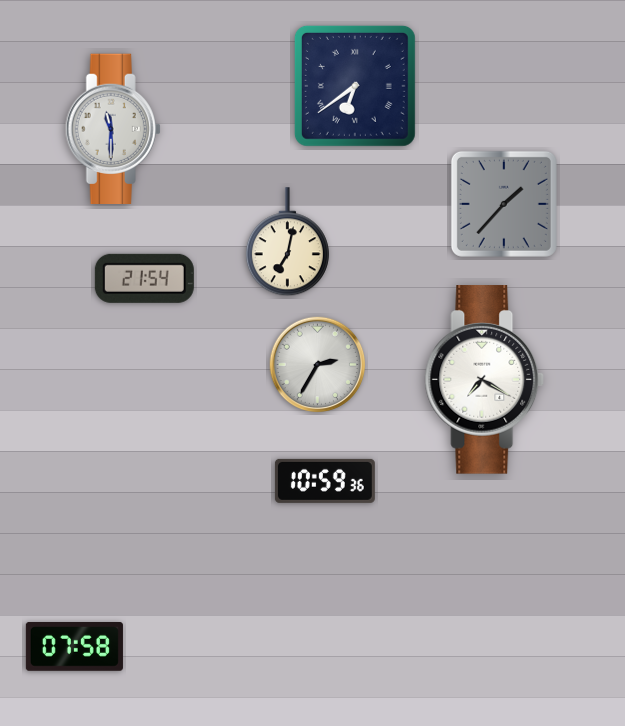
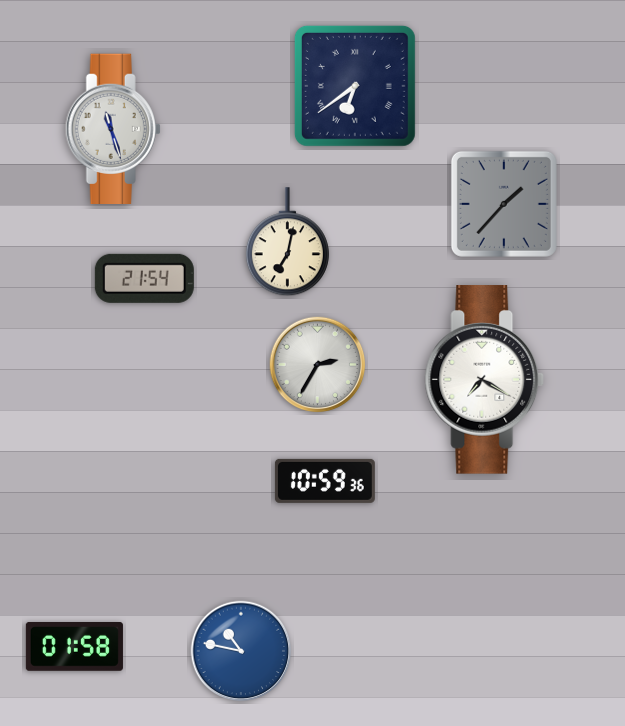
clock at (113, 128): 11:30 -> 11:27
clock at (74, 647): 07:58 -> 01:58
clock at (241, 651): none -> 10:47
